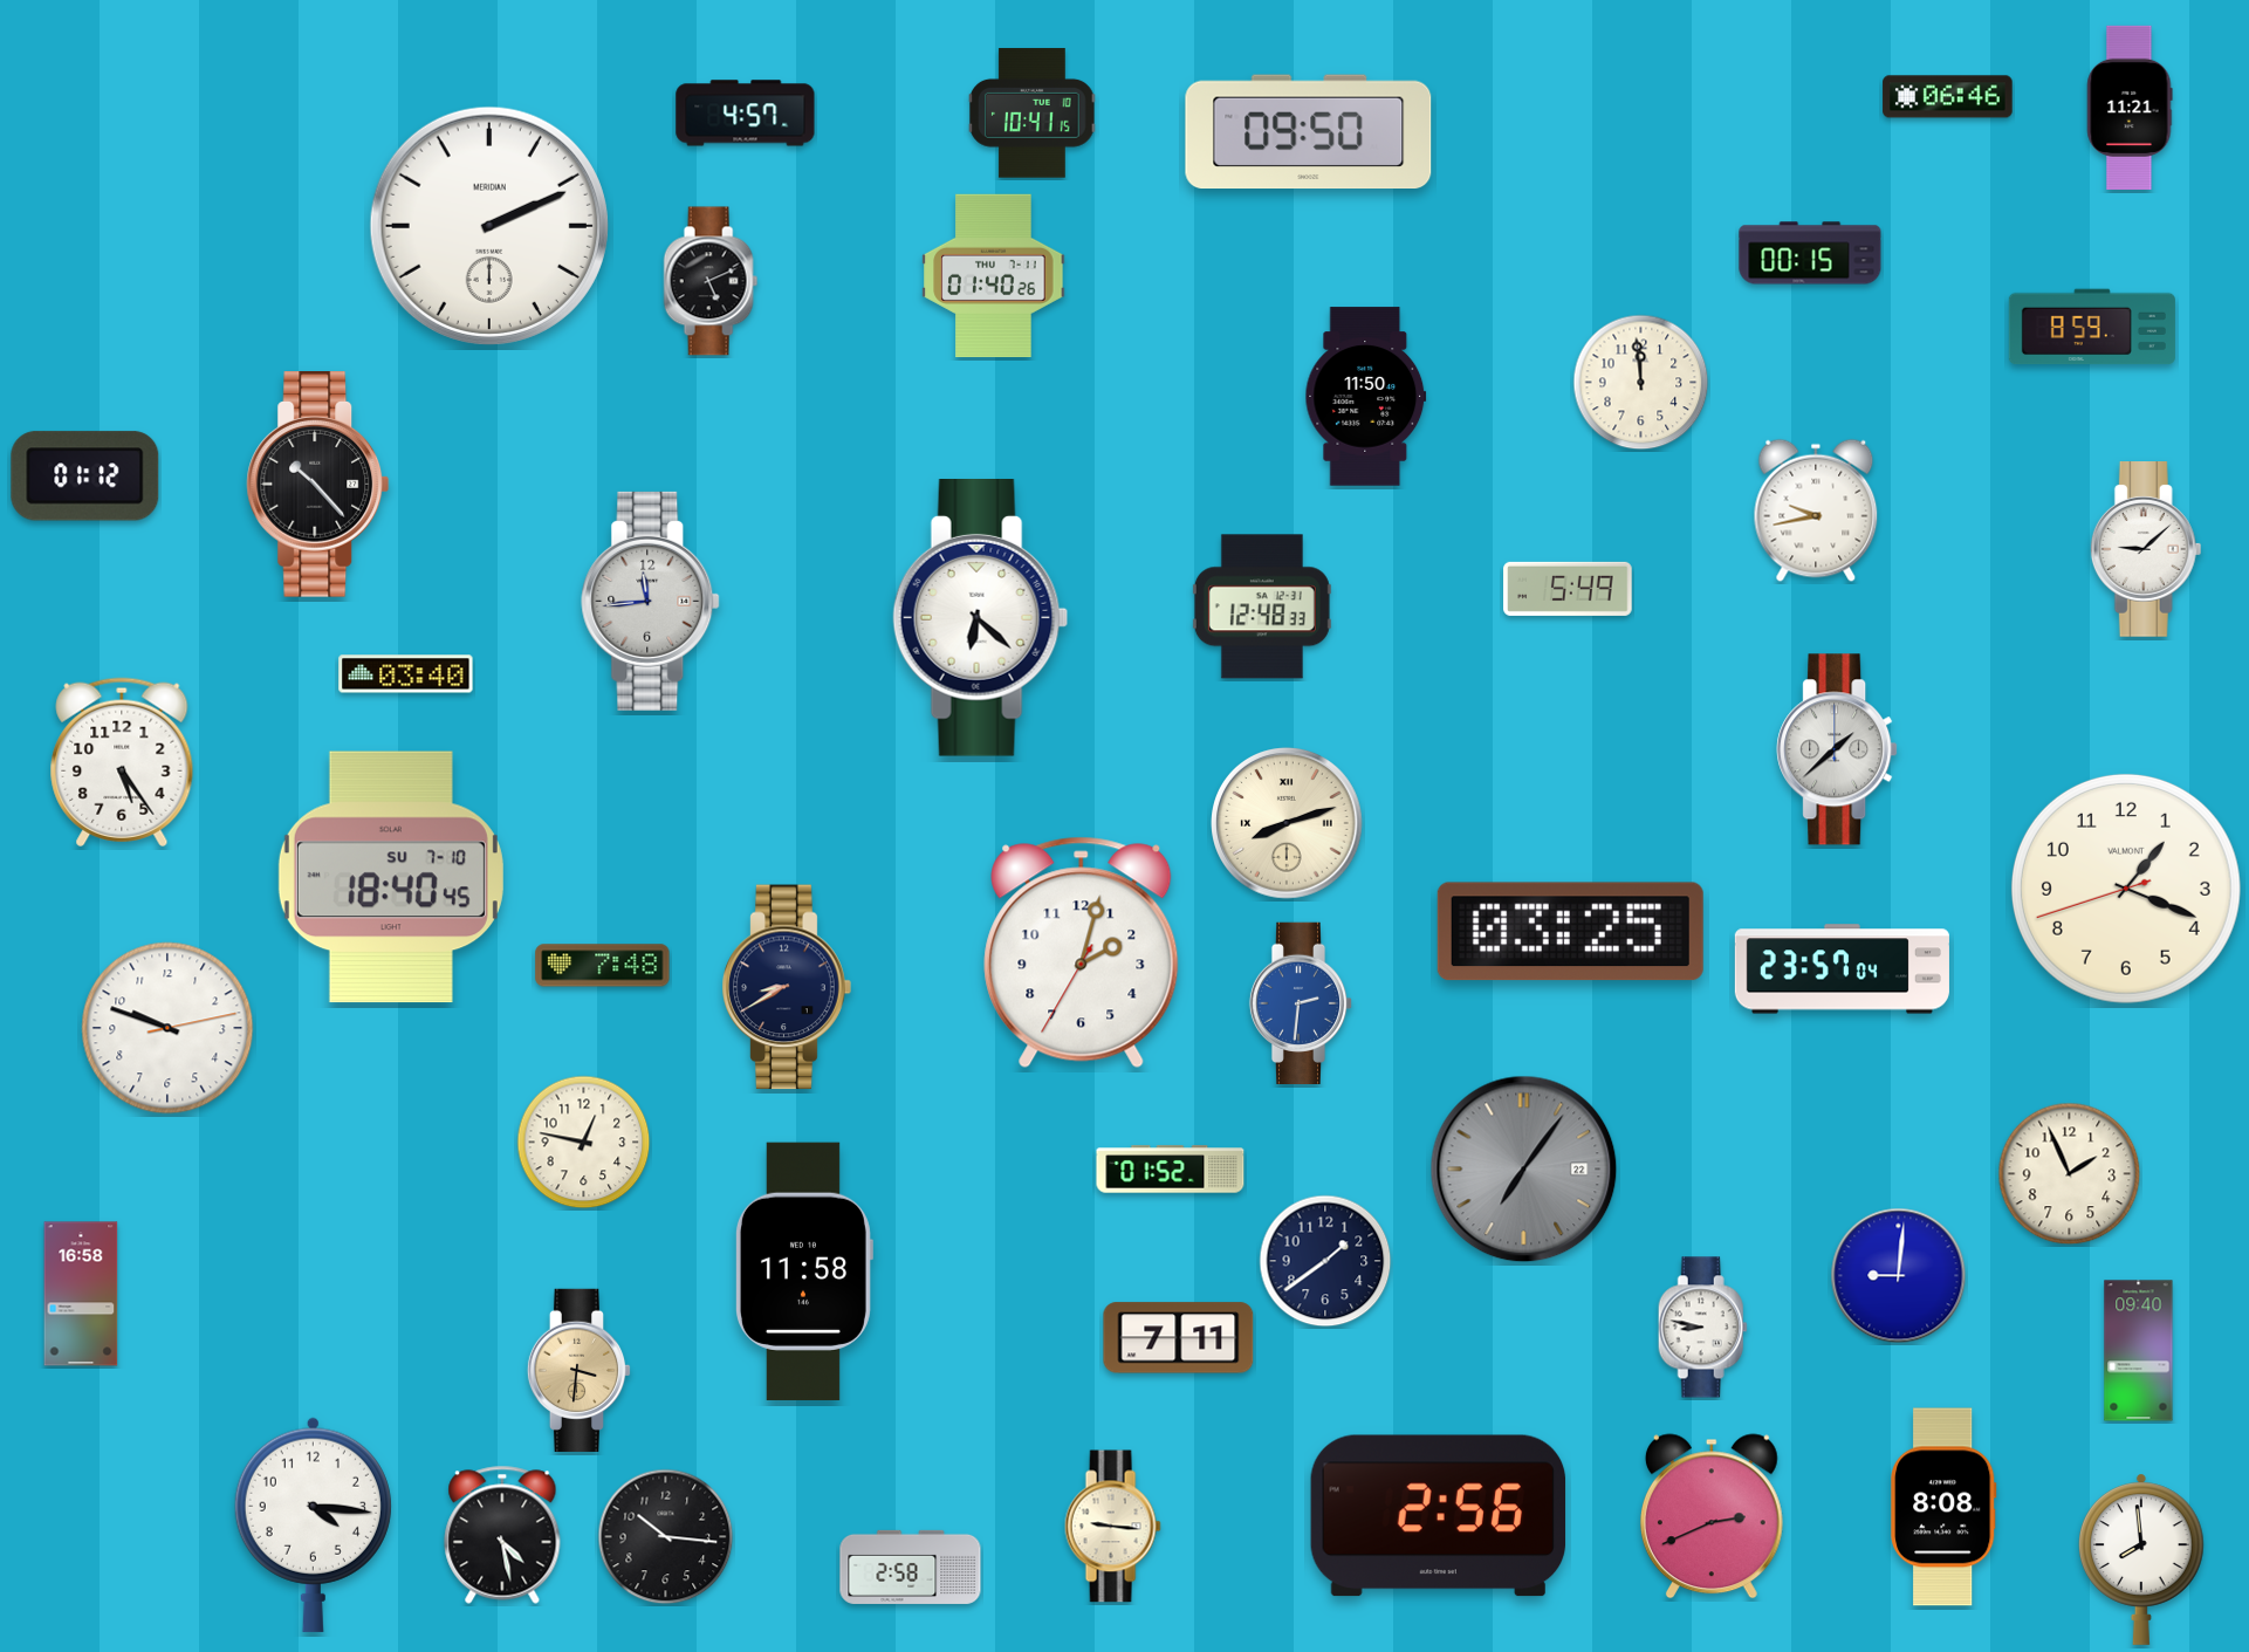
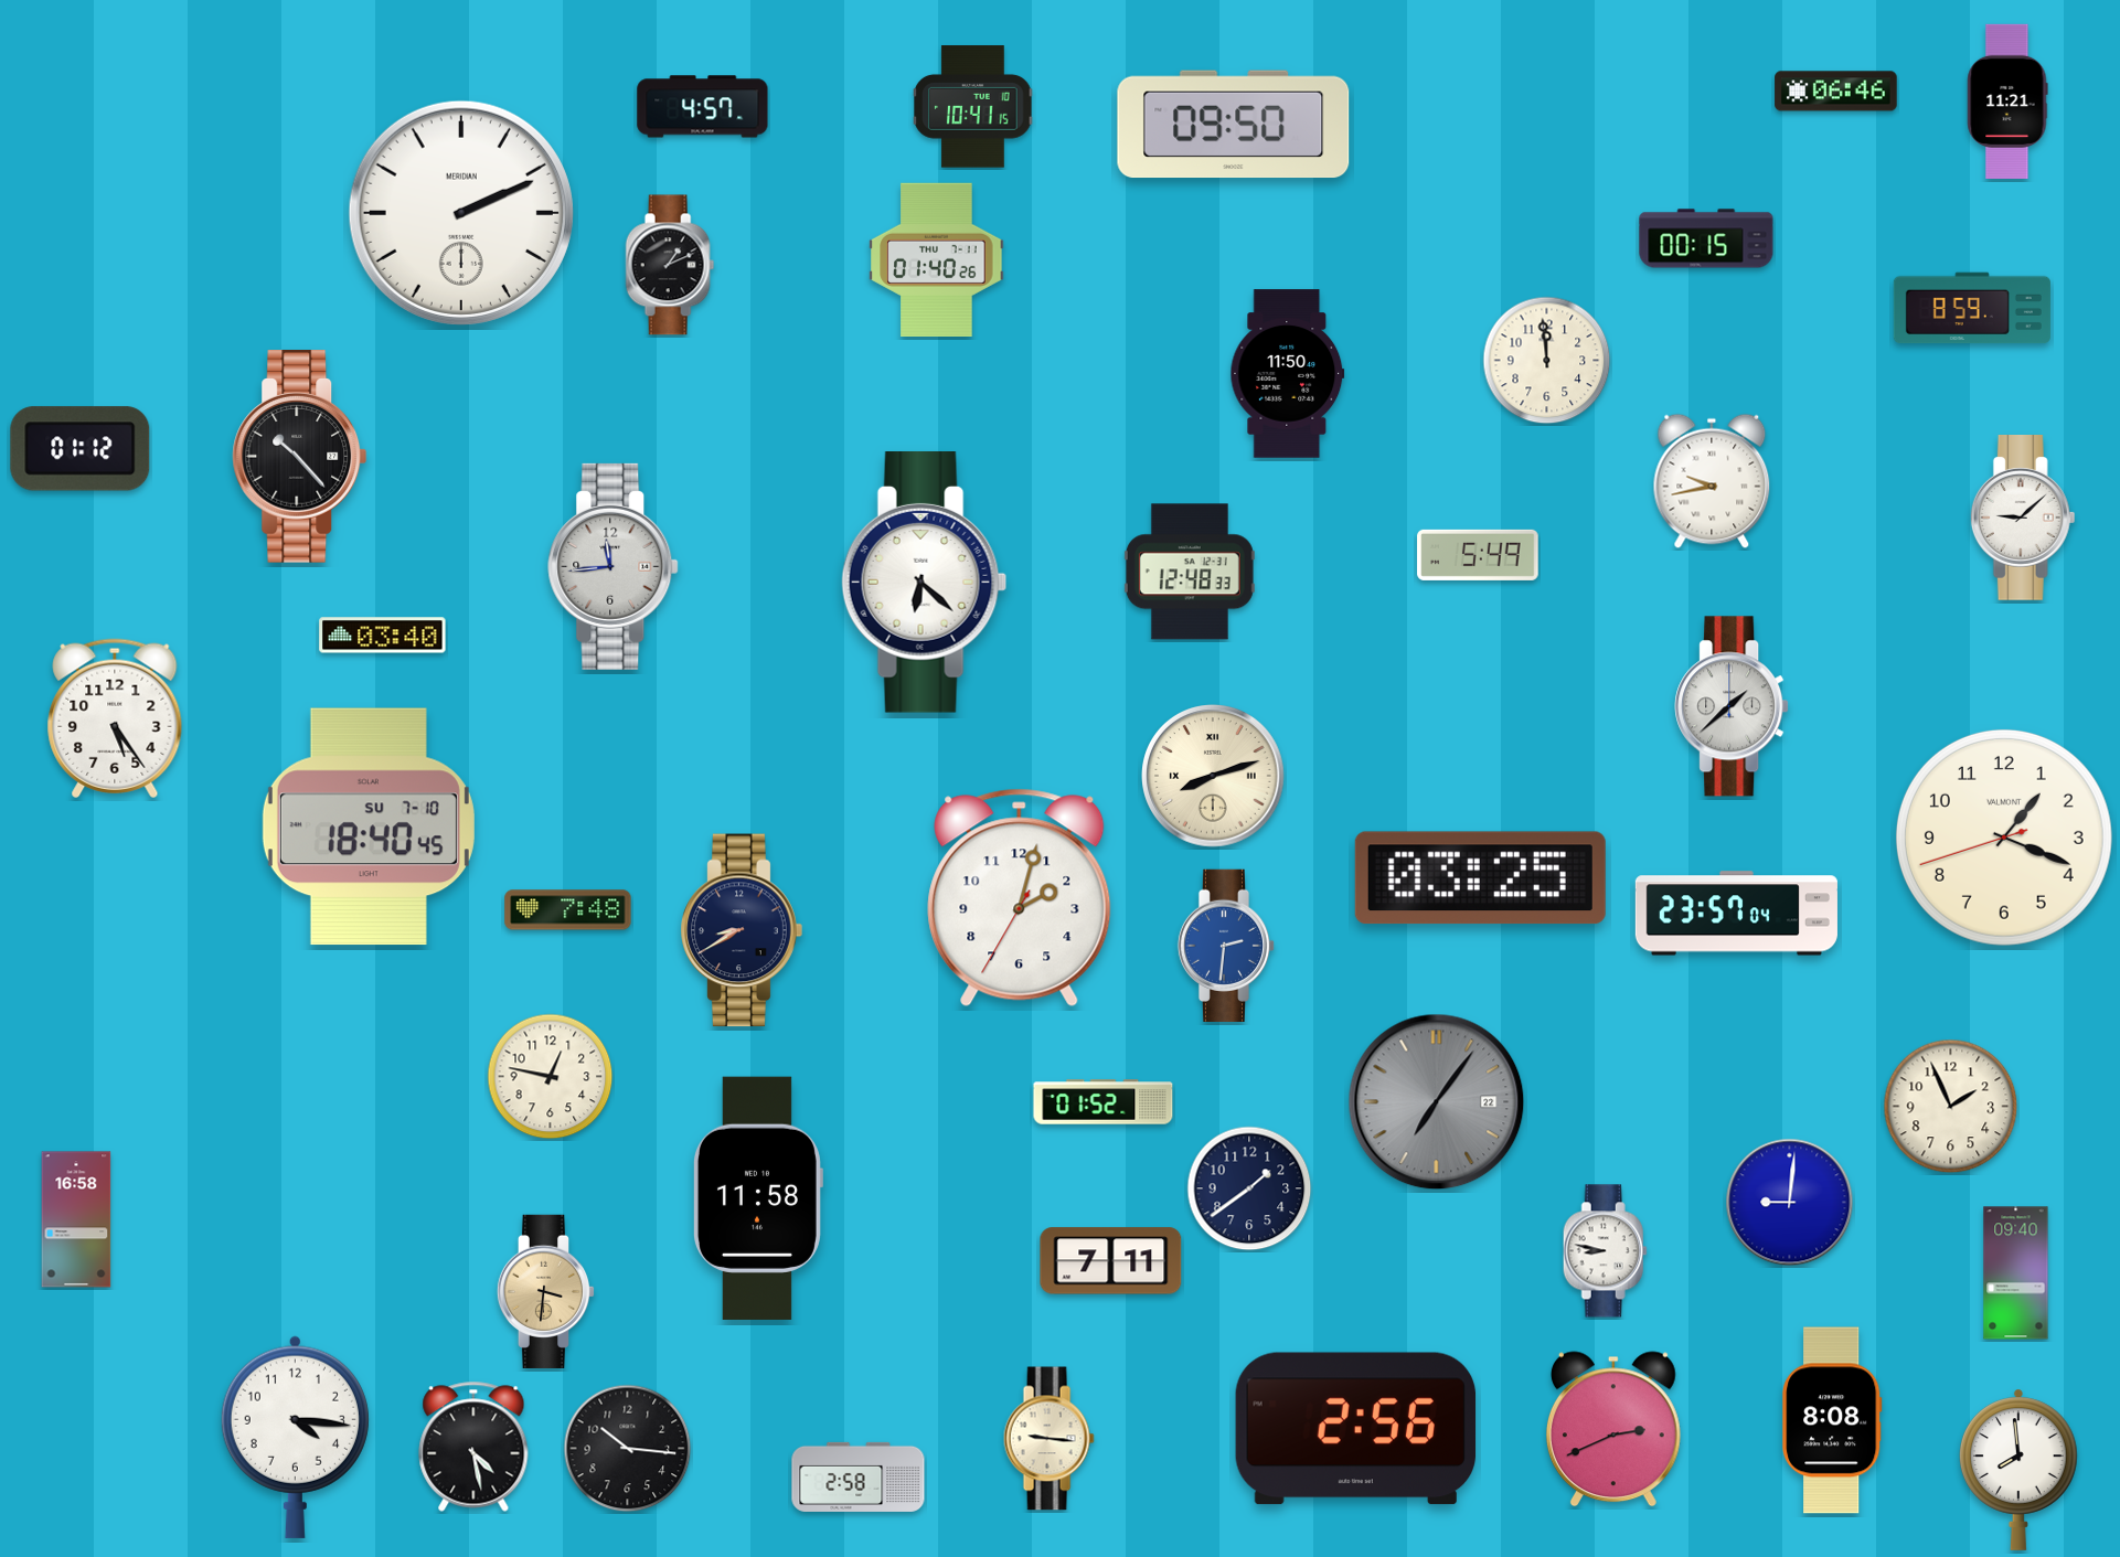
clock at (711, 281): 5:11 -> 1:11
clock at (167, 1028): 9:48 -> none
